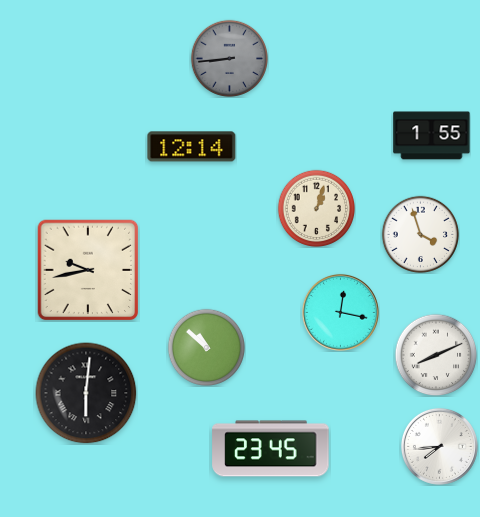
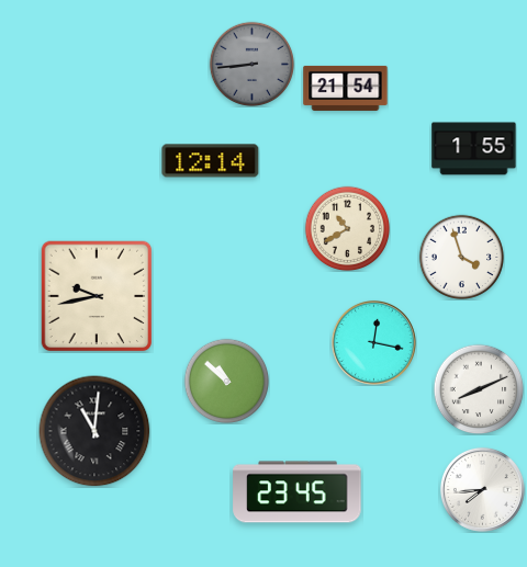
clock at (346, 88): none -> 21:54
clock at (316, 208): 1:03 -> 10:40
clock at (86, 393): 6:01 -> 11:01
